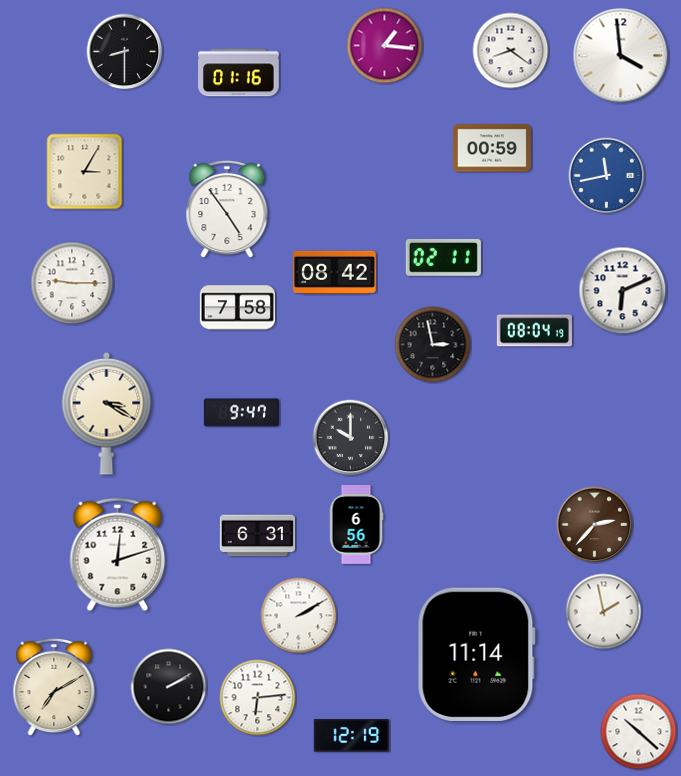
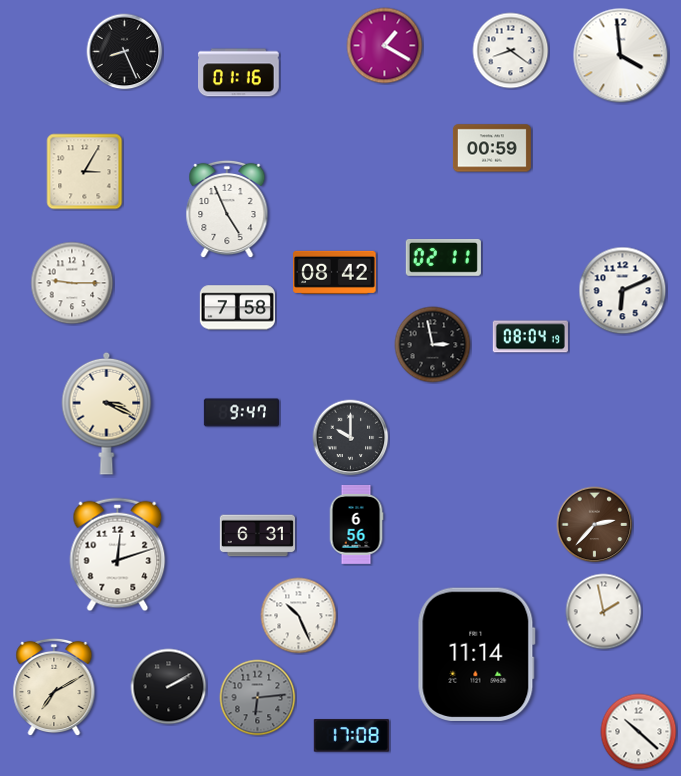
clock at (385, 46): 1:16 -> 1:20
clock at (125, 52): 8:30 -> 8:26
clock at (607, 176): 11:43 -> none
clock at (227, 209): 4:54 -> 4:56
clock at (534, 331) position: (534, 331) -> (530, 337)
clock at (107, 413): 3:20 -> 3:19
clock at (299, 616): 2:10 -> 10:26
clock at (258, 698) dial: white -> grey
clock at (351, 736): 12:19 -> 17:08
